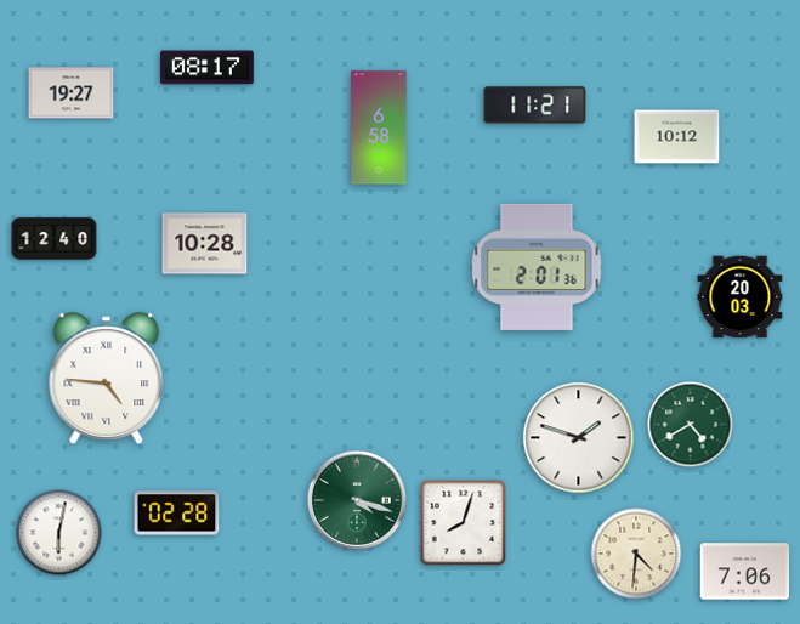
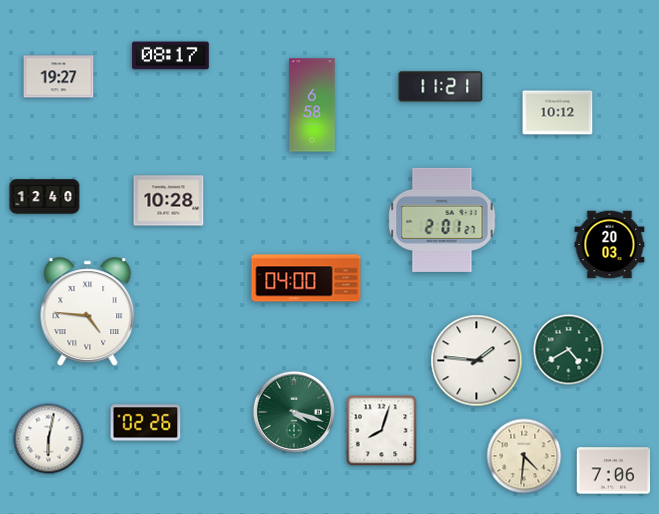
clock at (537, 267): 2:01:36 -> 2:01:27
clock at (306, 278): none -> 04:00
clock at (579, 438): 1:48 -> 1:46
clock at (177, 514): 02:28 -> 02:26
